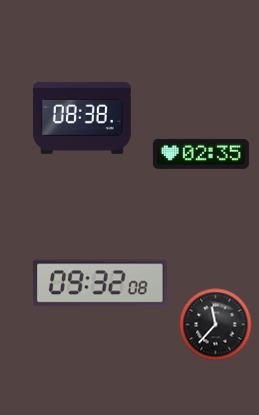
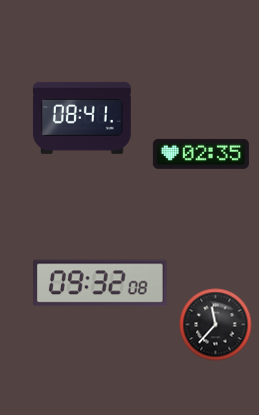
clock at (82, 118): 08:38 -> 08:41
